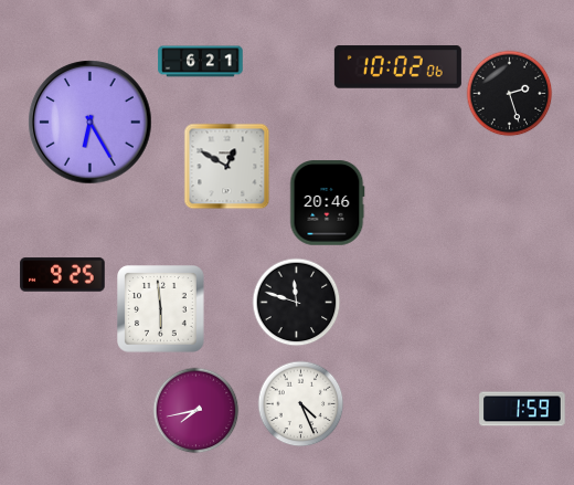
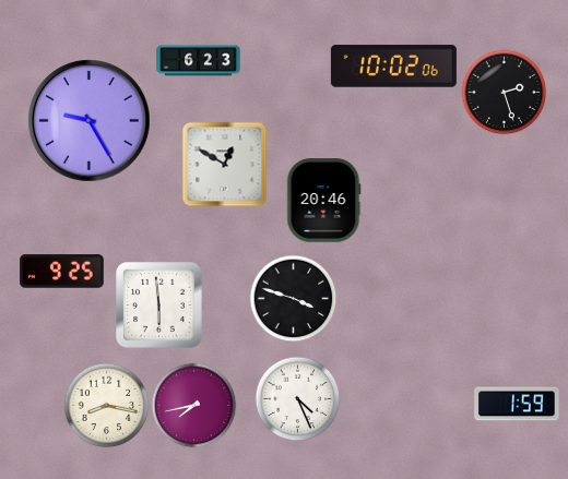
clock at (201, 62): 6:21 -> 6:23
clock at (91, 123): 6:25 -> 9:25
clock at (296, 302): 11:48 -> 3:48
clock at (106, 405): none -> 8:17
